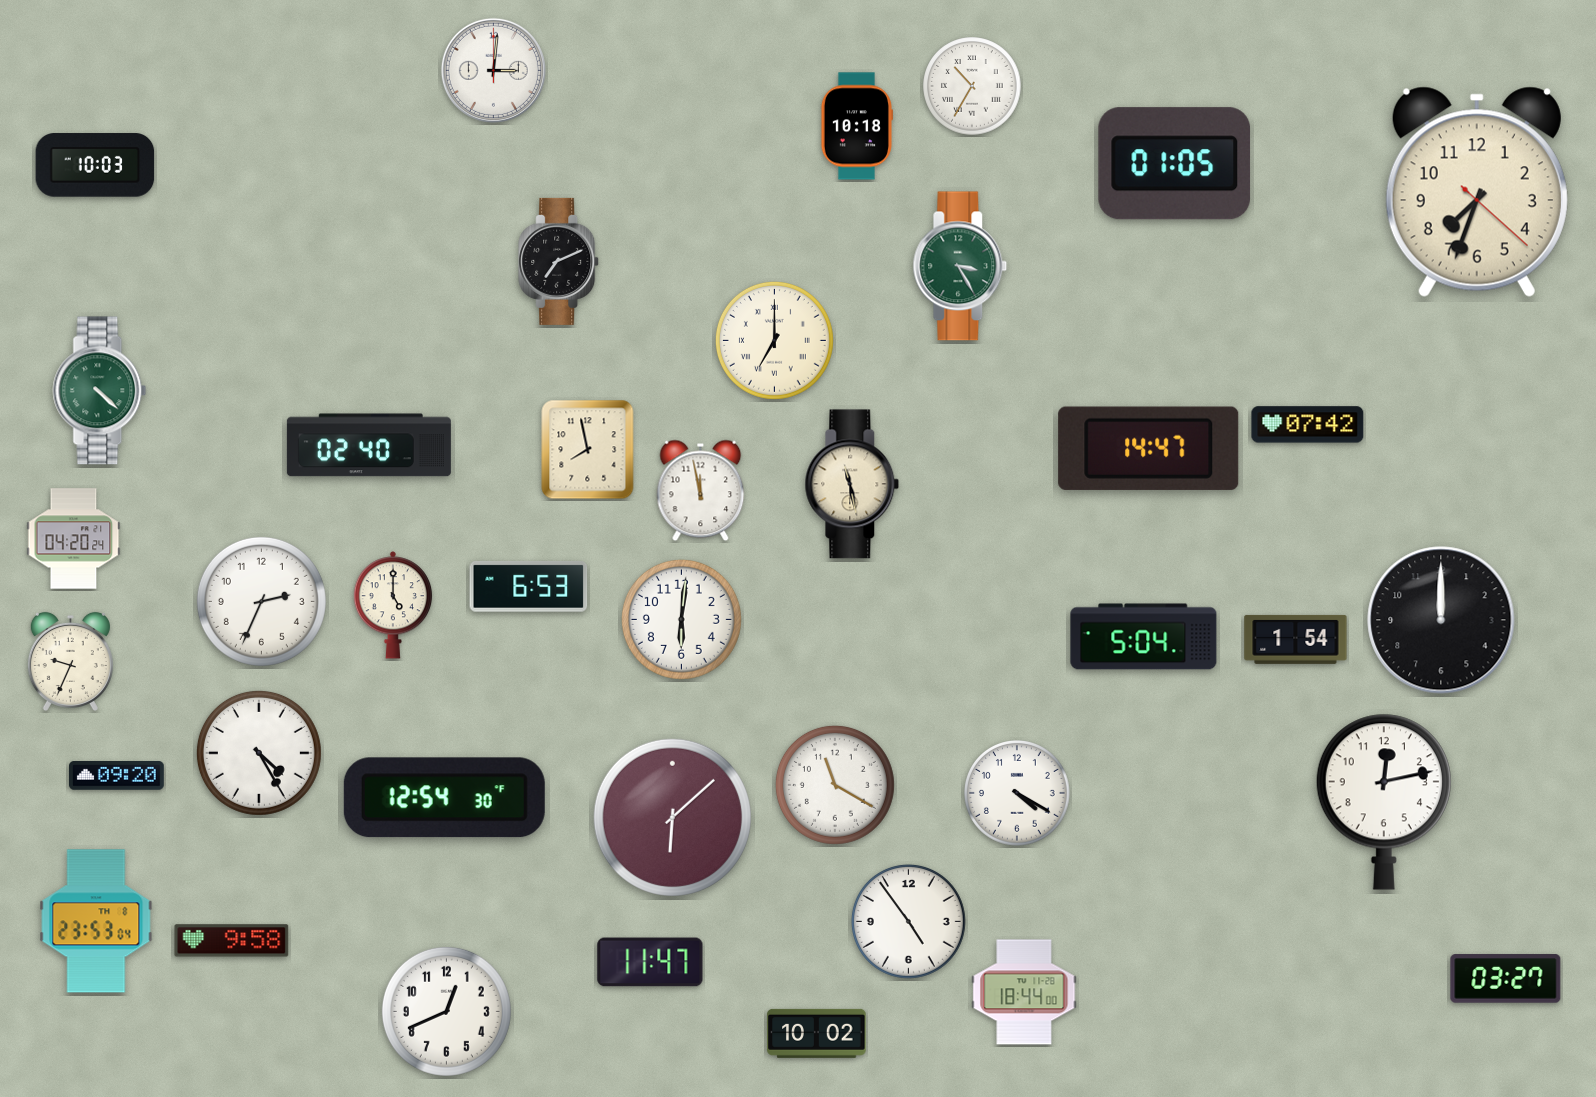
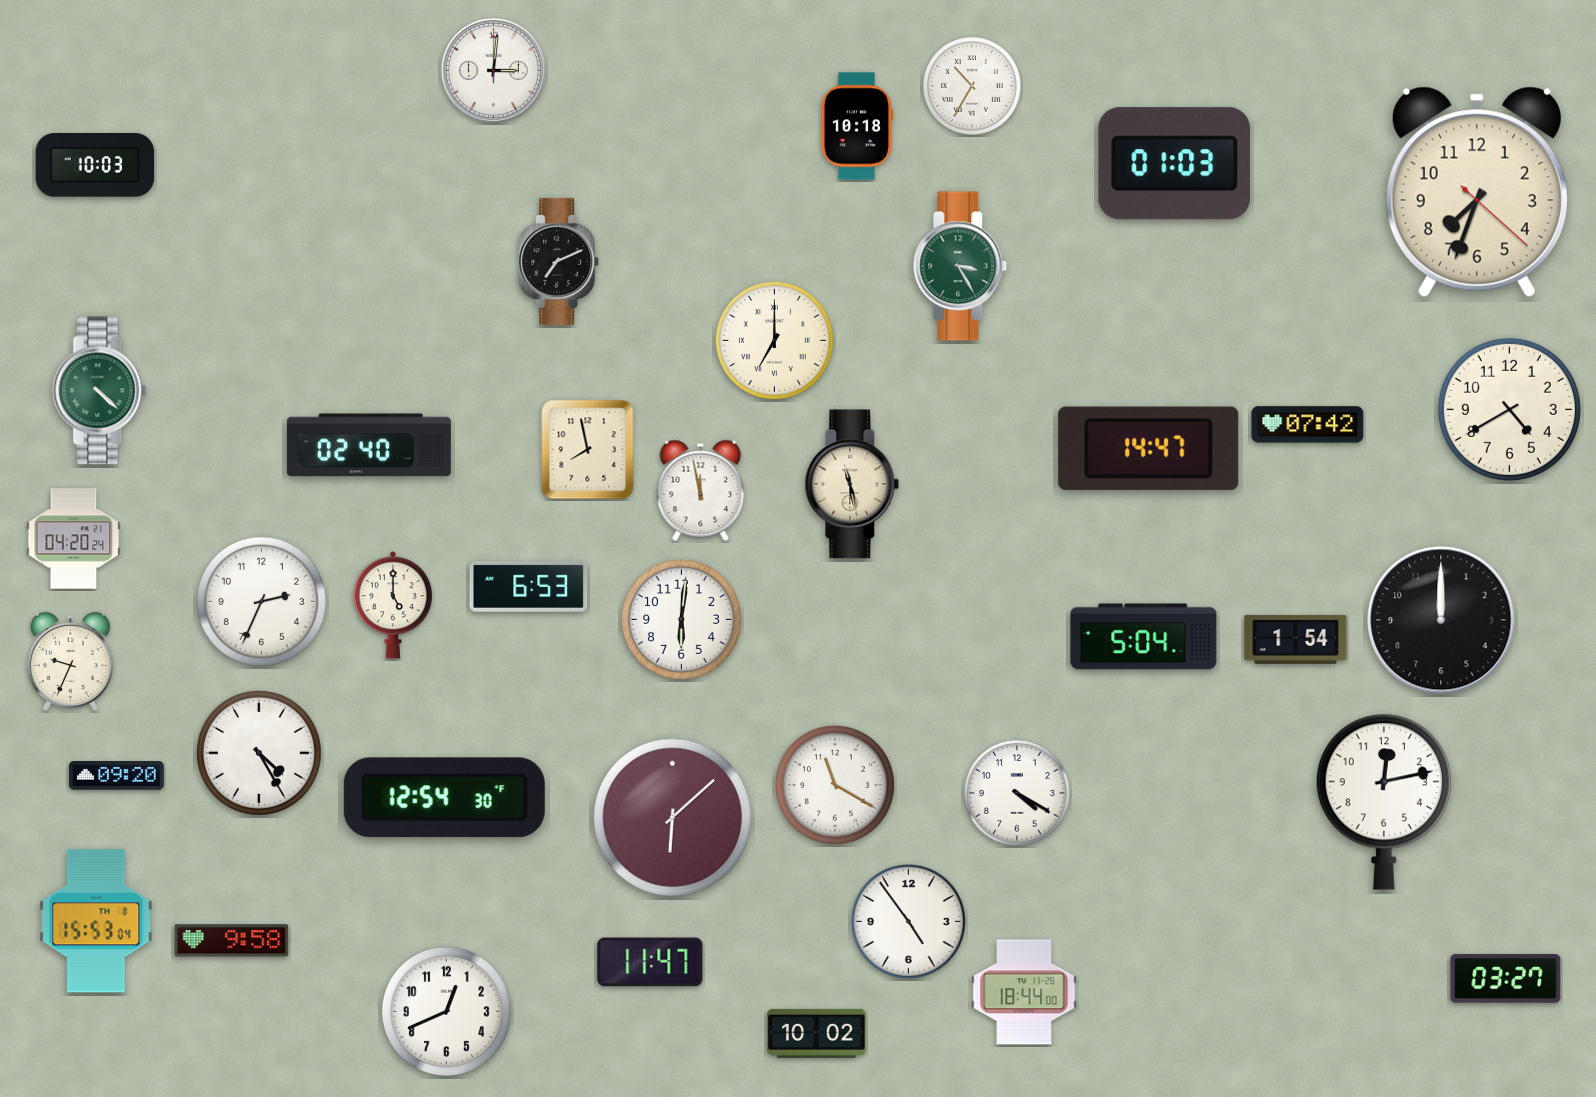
clock at (1174, 164): 01:05 -> 01:03
clock at (1509, 409): none -> 4:40
clock at (96, 921): 23:53 -> 15:53
